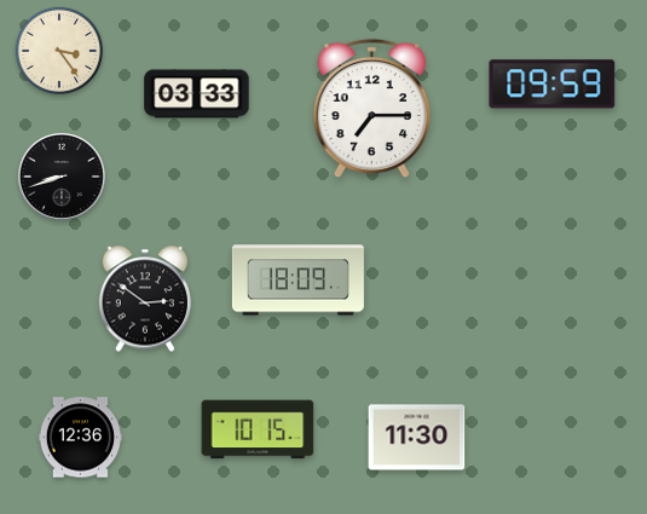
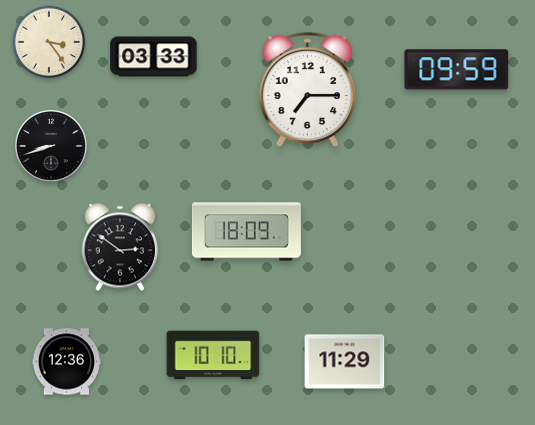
clock at (197, 94) position: (197, 94) -> (154, 57)
clock at (258, 429): 10:15 -> 10:10
clock at (417, 438): 11:30 -> 11:29
